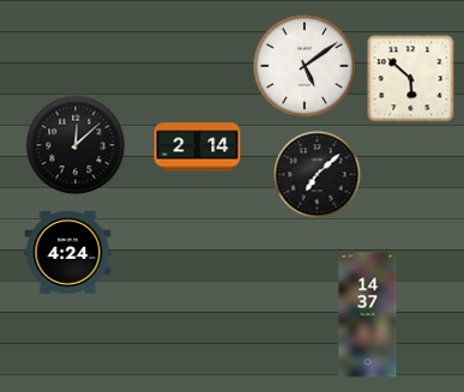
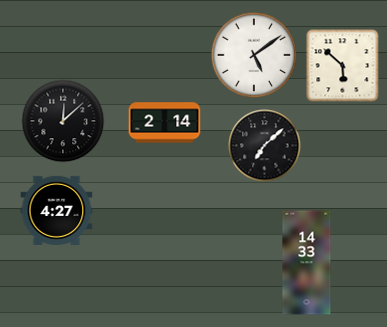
clock at (68, 252): 4:24 -> 4:27
clock at (368, 315): 14:37 -> 14:33
